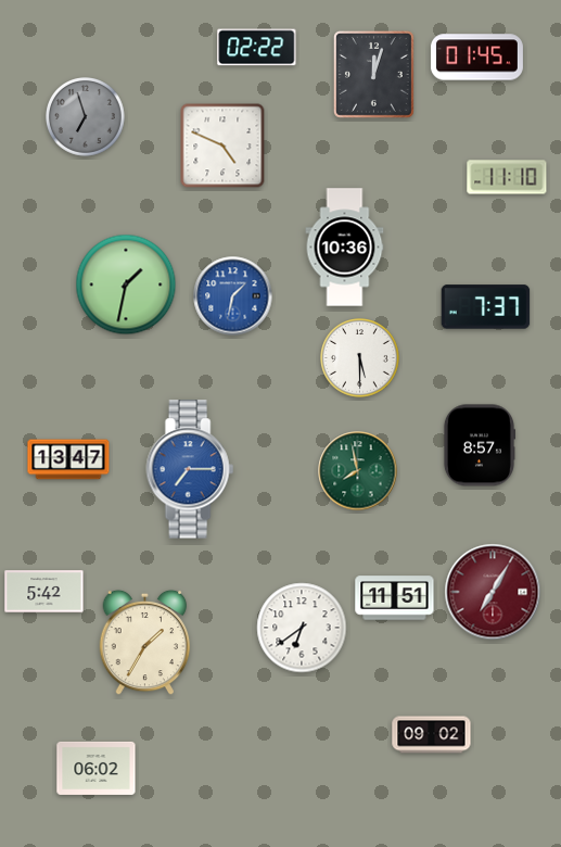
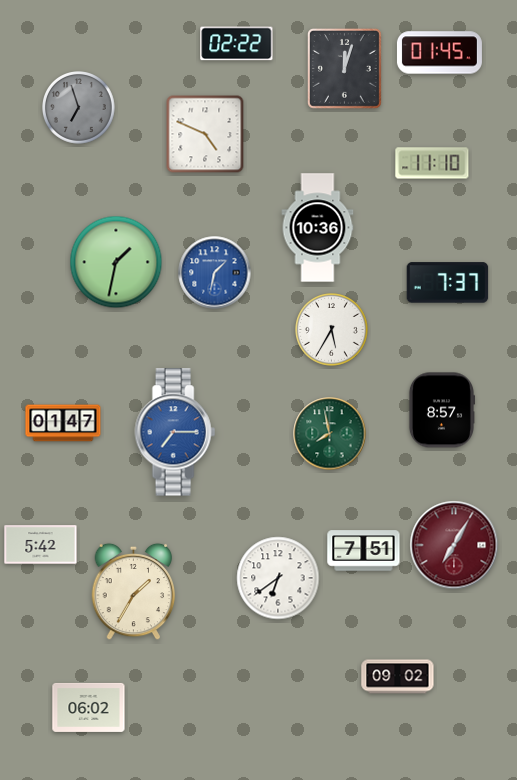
clock at (507, 177) position: (507, 177) -> (432, 163)
clock at (360, 358): 5:30 -> 5:35
clock at (68, 459): 13:47 -> 01:47
clock at (395, 598): 11:51 -> 7:51
